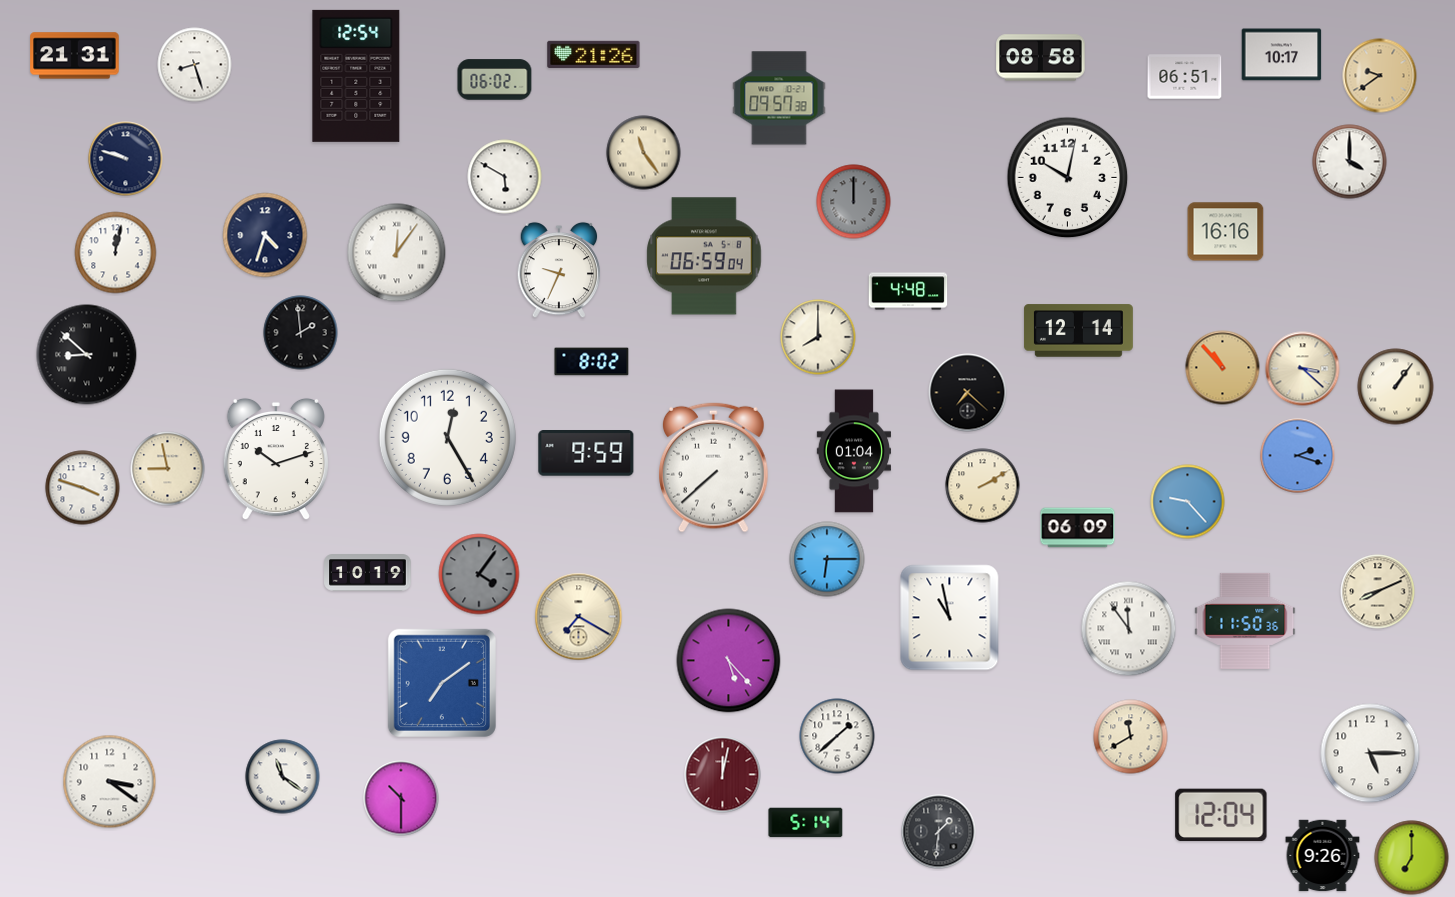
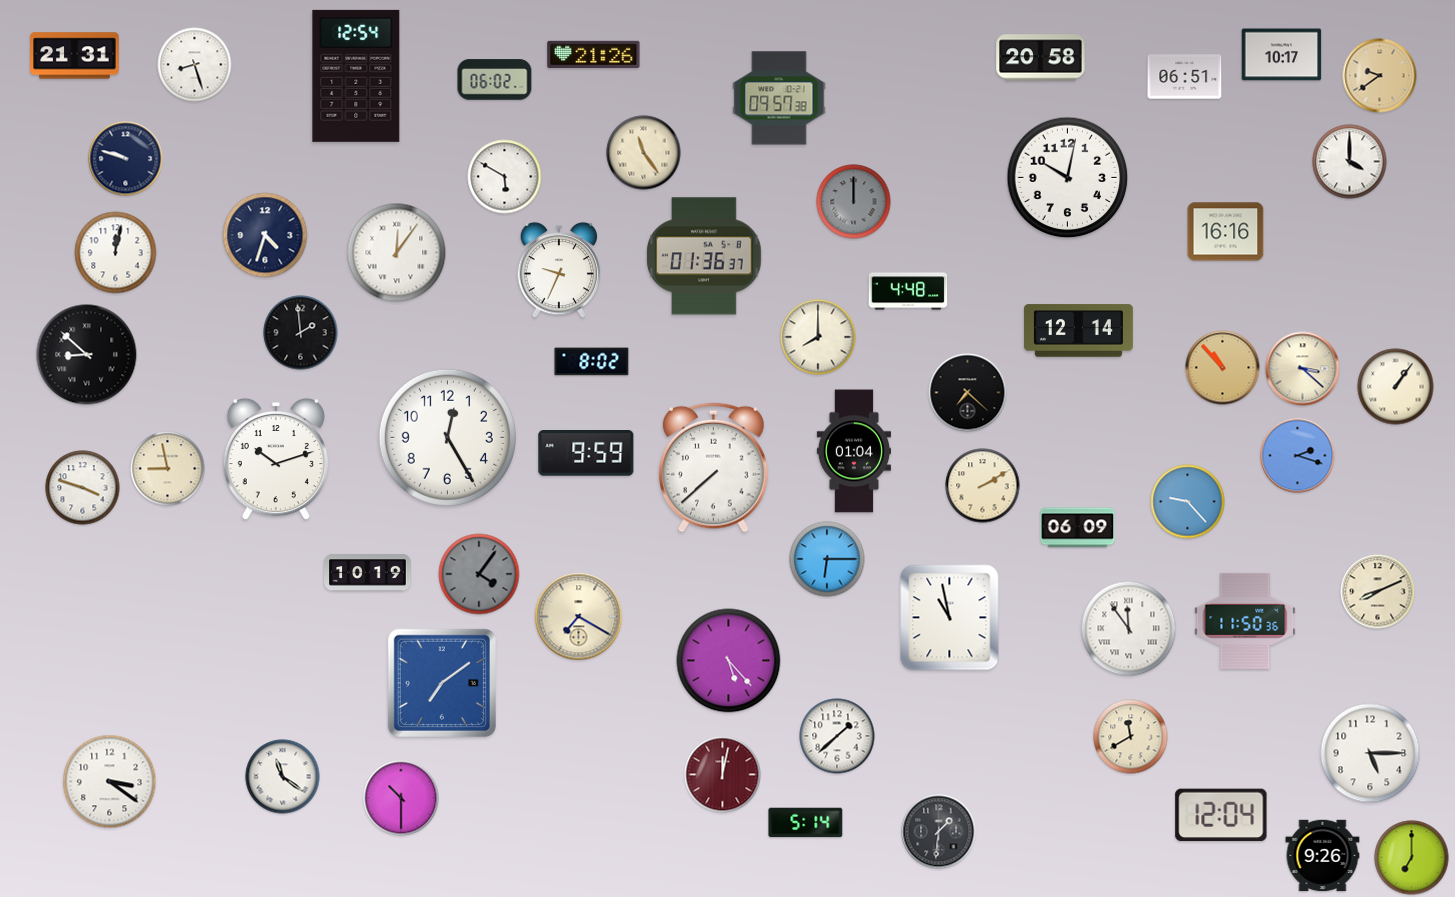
clock at (1041, 58): 08:58 -> 20:58
clock at (704, 256): 06:59 -> 01:36
